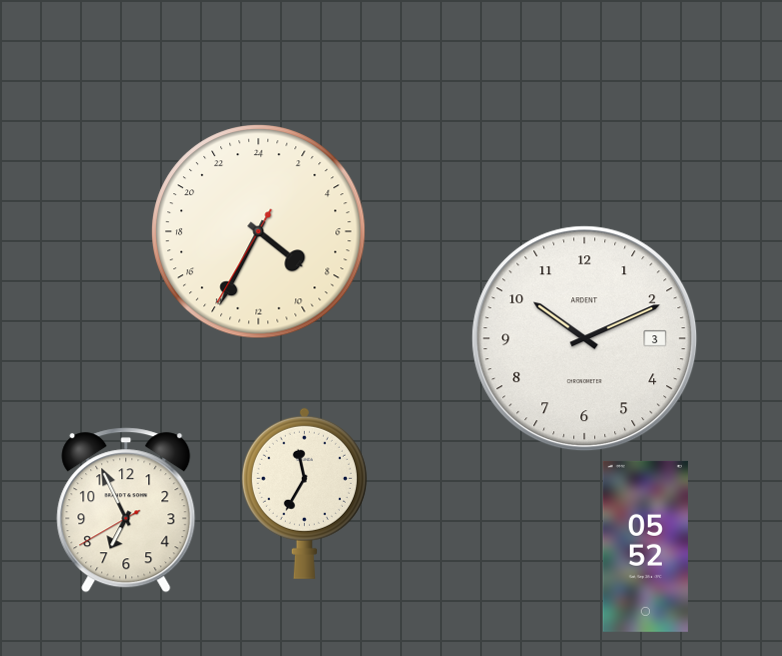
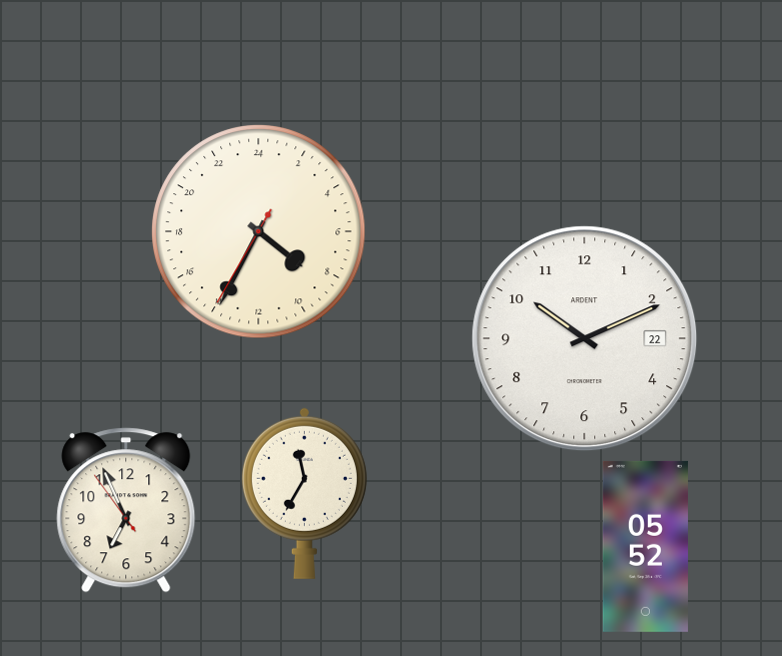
clock at (585, 339) date: 3 -> 22
clock at (126, 510): 6:55:40 -> 6:55:54
